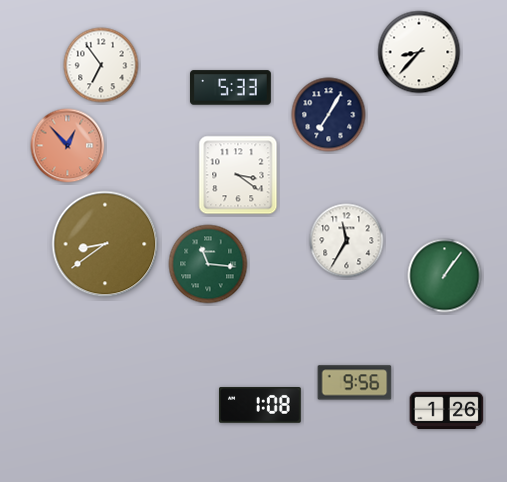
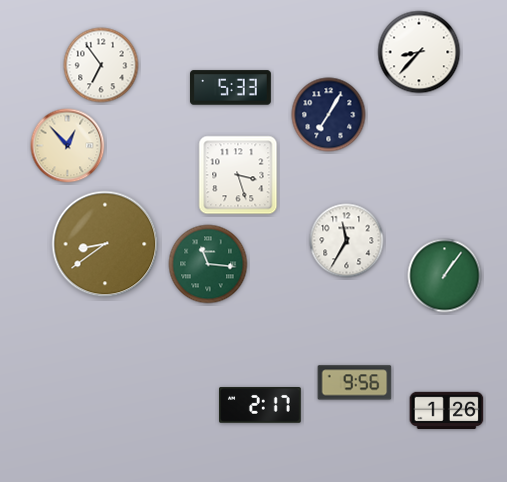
clock at (68, 146) dial: salmon -> cream
clock at (238, 175): 3:21 -> 3:27
clock at (260, 405): 1:08 -> 2:17
